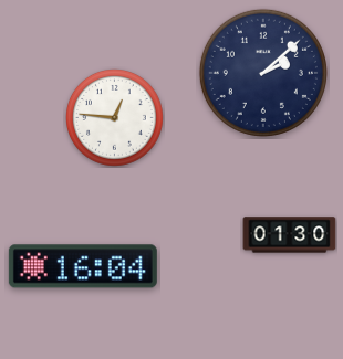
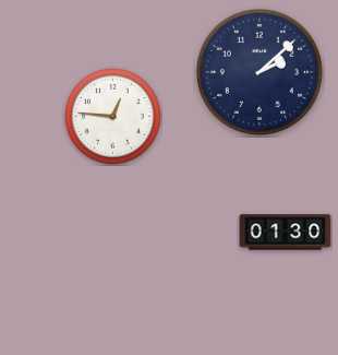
clock at (83, 266): 16:04 -> none
